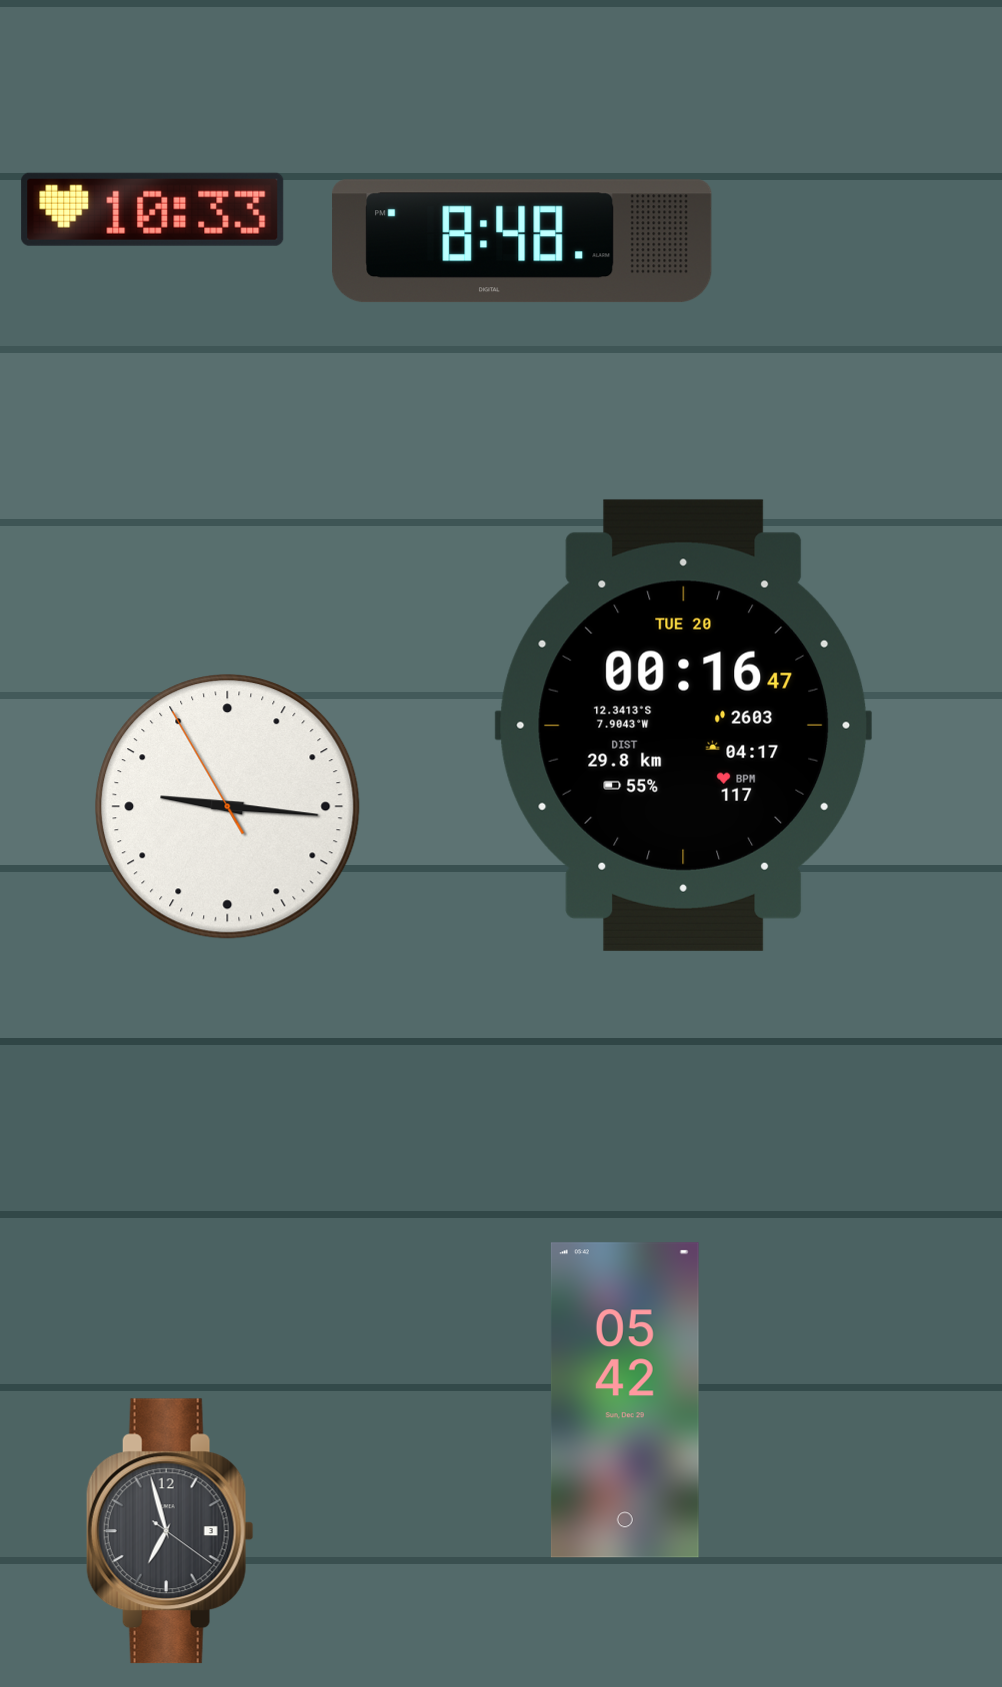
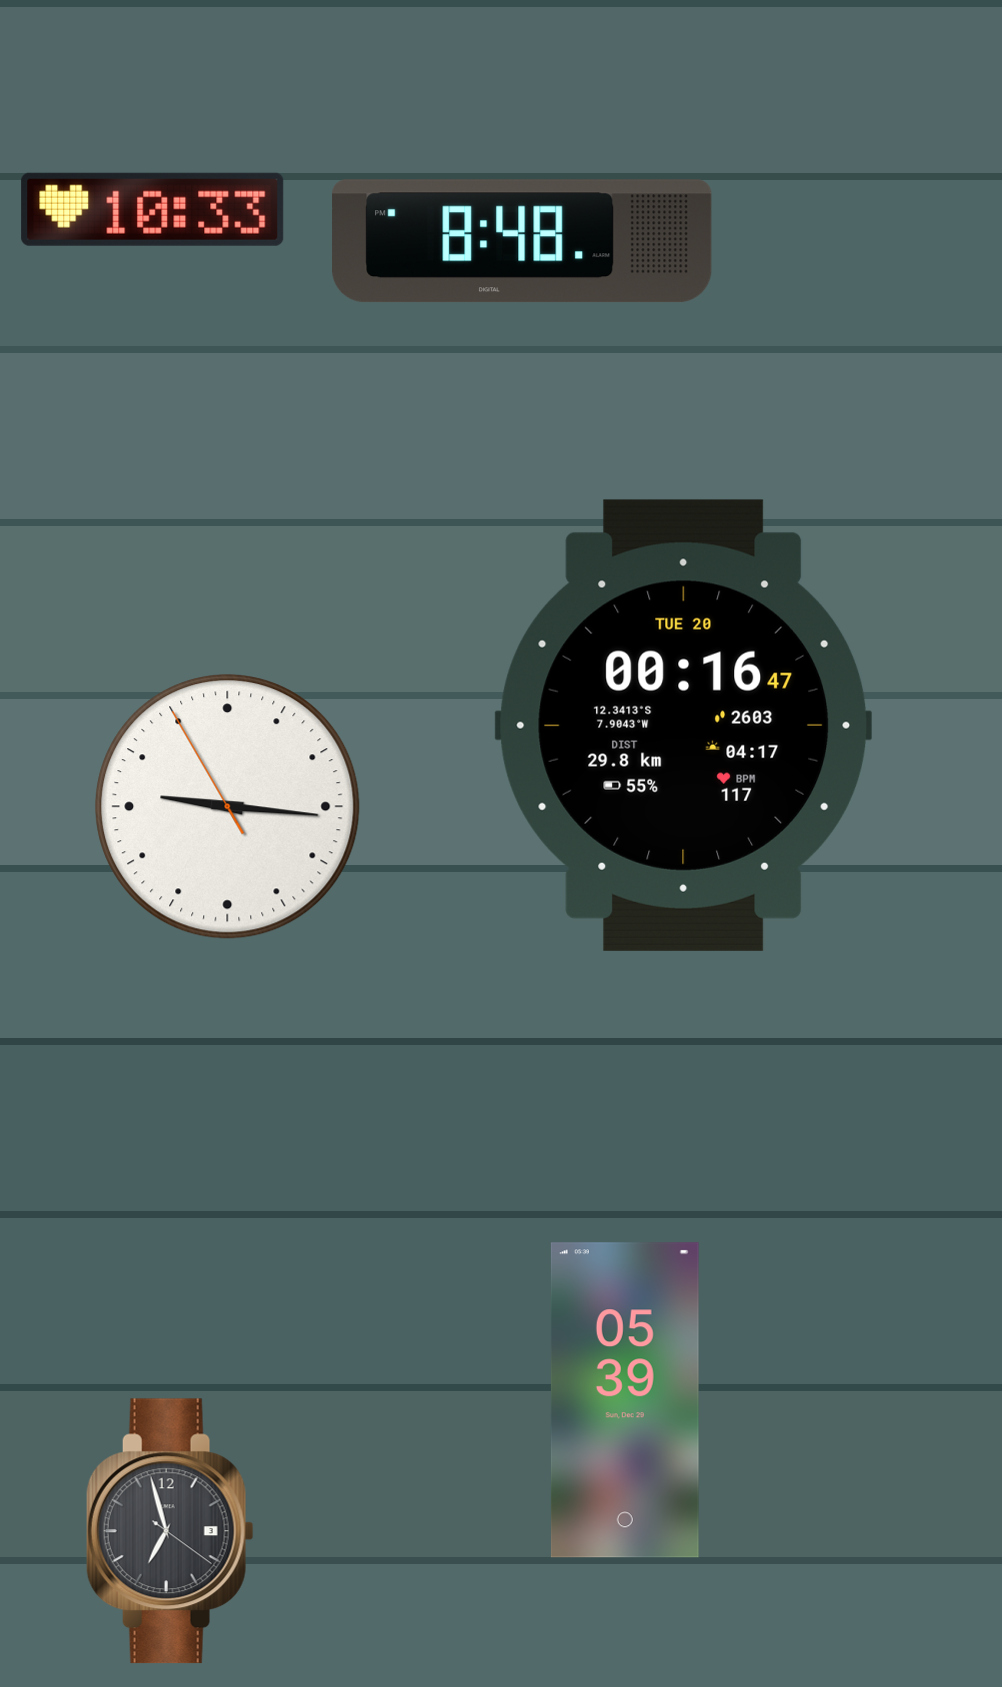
clock at (625, 1400): 05:42 -> 05:39
